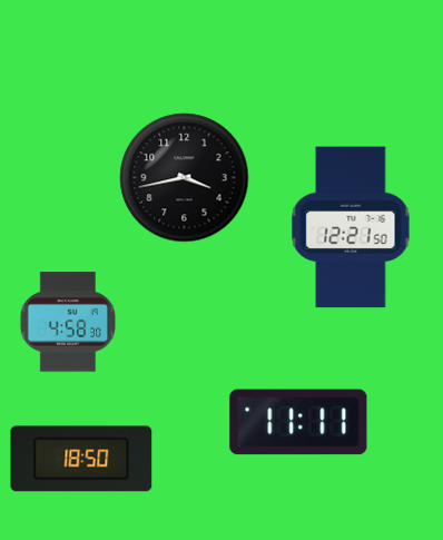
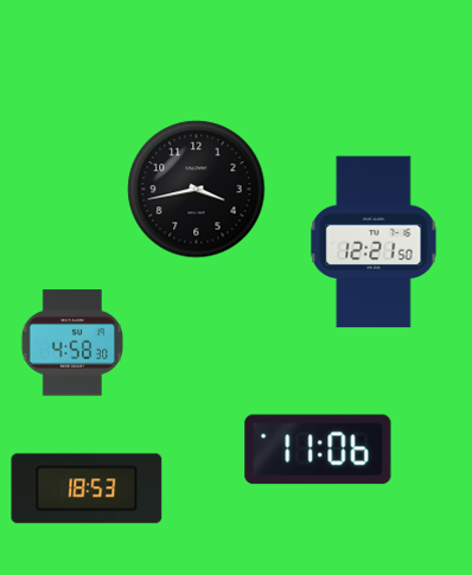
clock at (298, 422): 11:11 -> 11:06
clock at (81, 459): 18:50 -> 18:53
